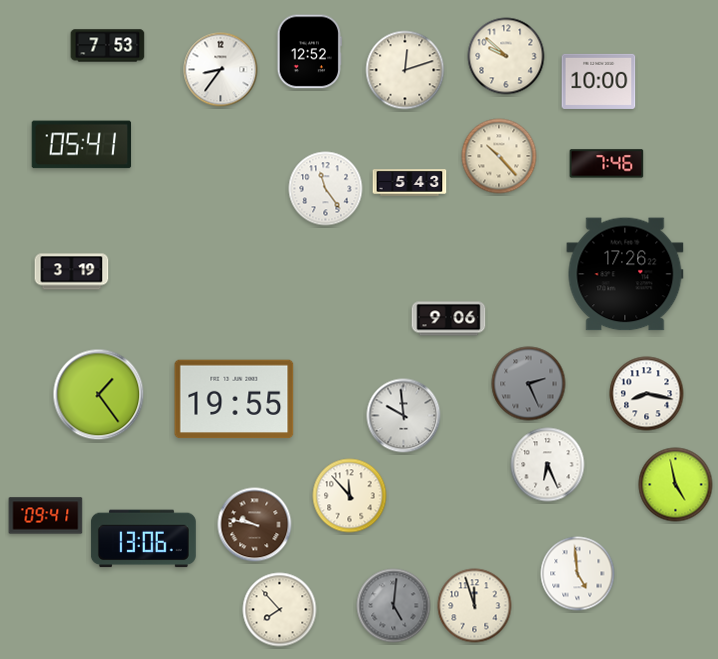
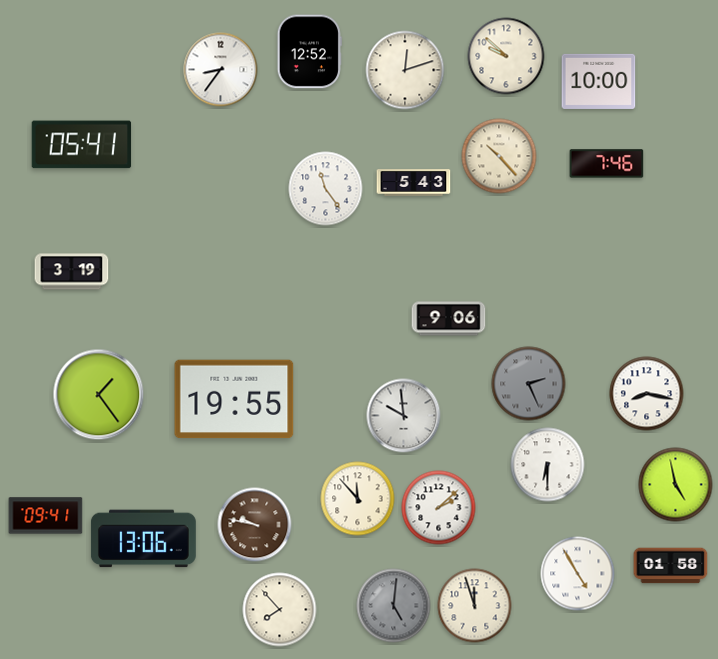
clock at (108, 46): 7:53 -> none
clock at (410, 183) position: (410, 183) -> (414, 183)
clock at (625, 274): 17:26 -> none
clock at (548, 465): 6:26 -> 6:30
clock at (350, 496) position: (350, 496) -> (358, 499)
clock at (439, 508): none -> 2:08
clock at (671, 566): none -> 01:58
clock at (578, 574): 4:59 -> 4:55
